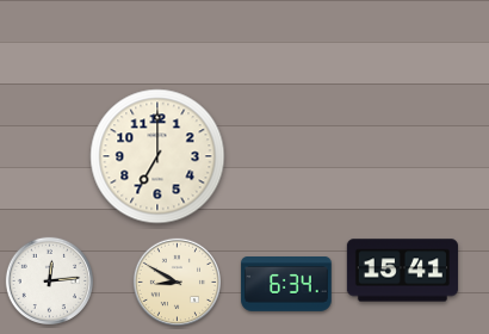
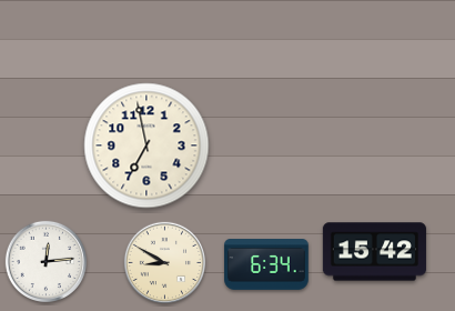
clock at (157, 156): 7:00 -> 6:58
clock at (402, 271): 15:41 -> 15:42
